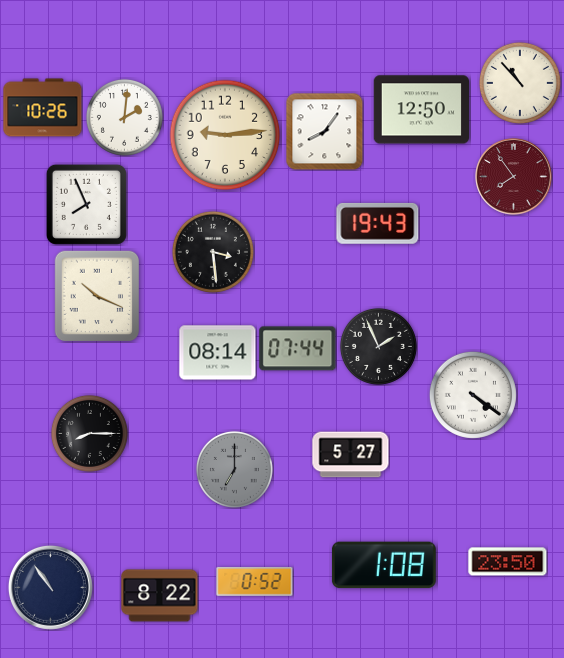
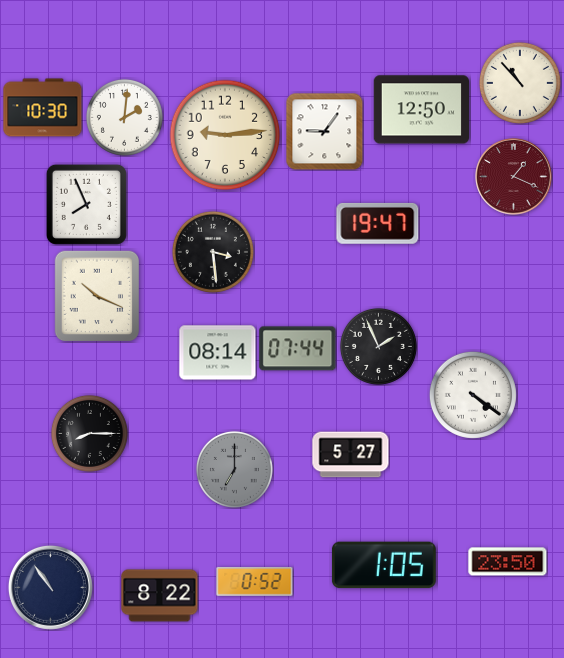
clock at (43, 108): 10:26 -> 10:30
clock at (324, 131): 8:06 -> 9:06
clock at (514, 177): 7:54 -> 1:19
clock at (378, 223): 19:43 -> 19:47
clock at (384, 565): 1:08 -> 1:05
